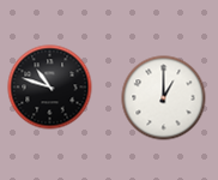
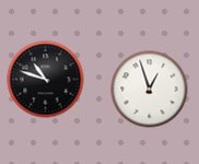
clock at (164, 98): 1:00 -> 12:57
